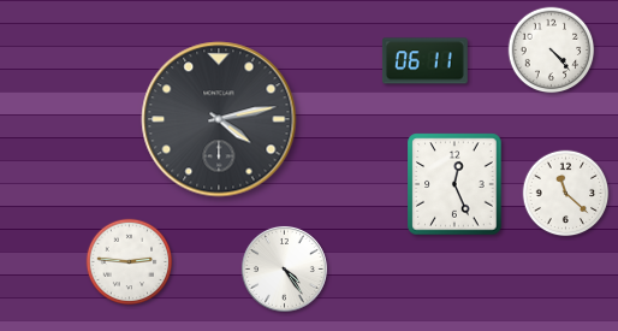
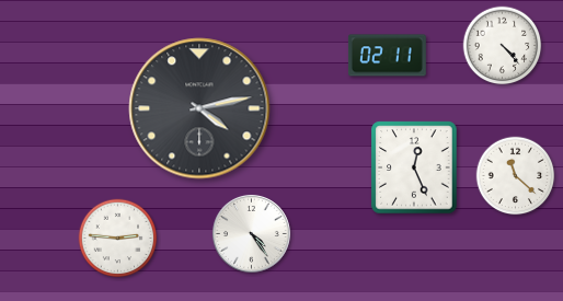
clock at (424, 61): 06:11 -> 02:11
clock at (285, 270) position: (285, 270) -> (252, 234)
